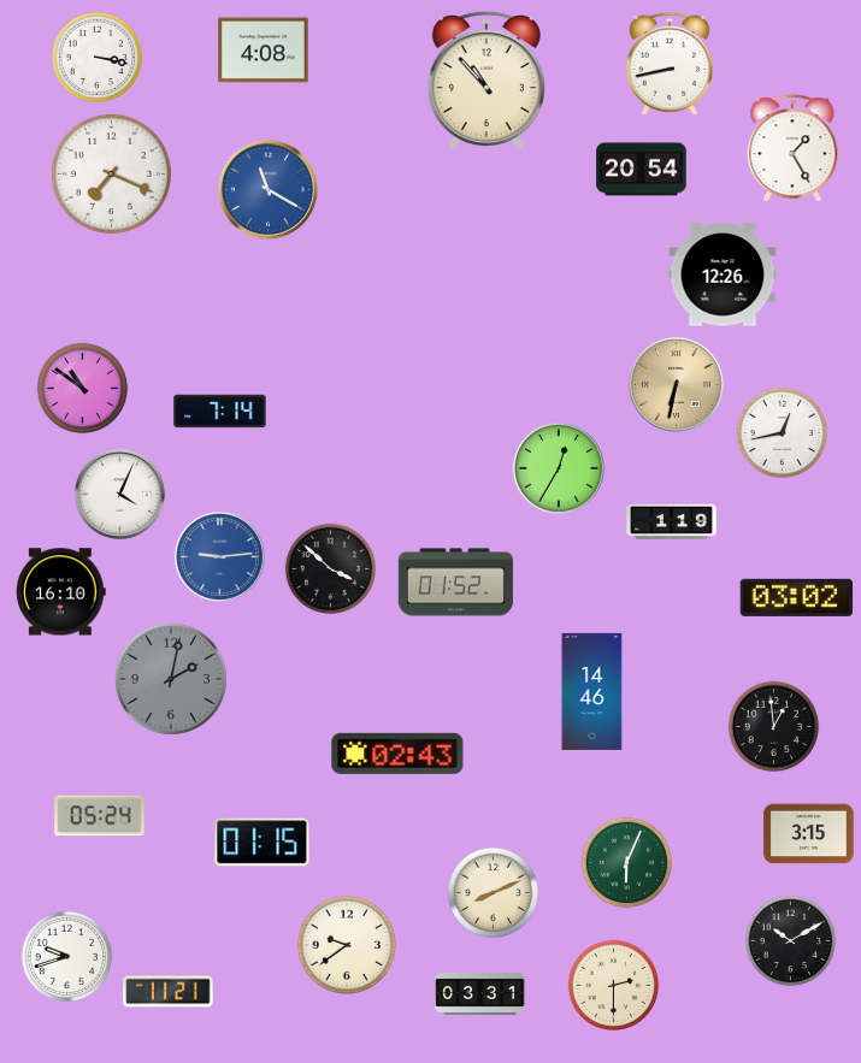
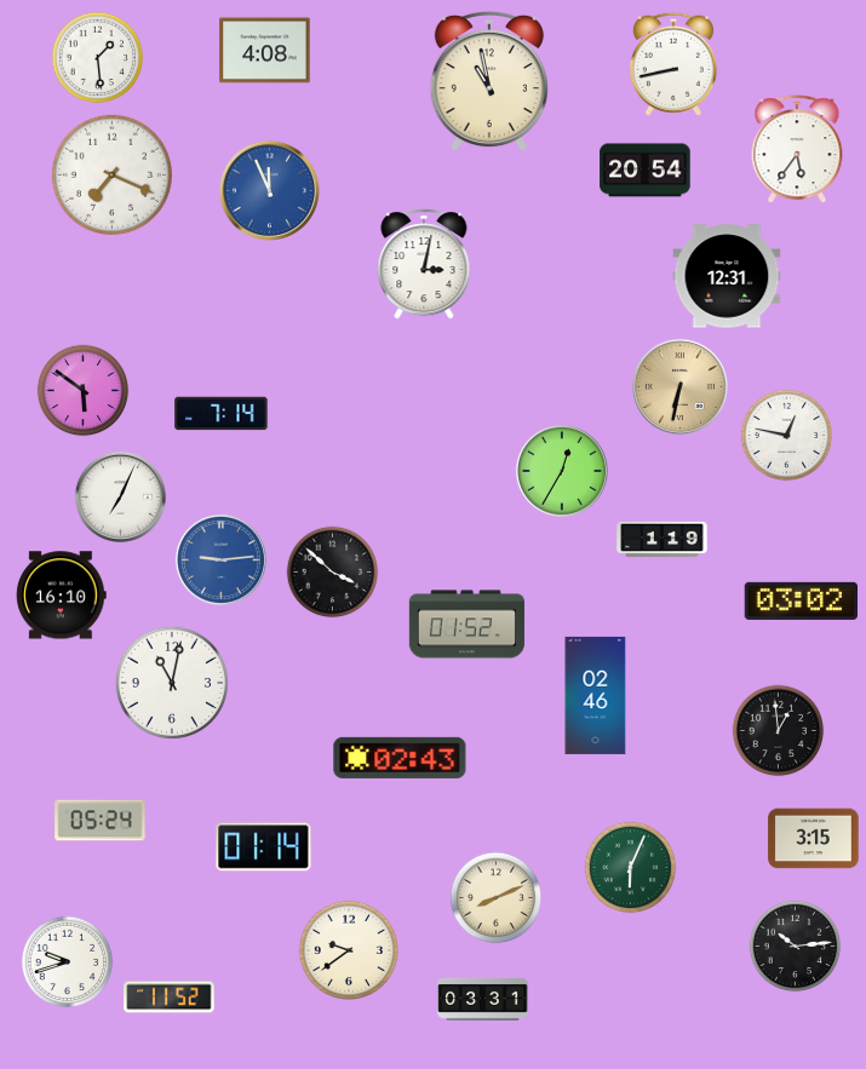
clock at (98, 58): 3:17 -> 1:29
clock at (486, 81): 10:53 -> 10:58
clock at (792, 149): 1:25 -> 5:36
clock at (267, 189): 11:20 -> 11:56
clock at (424, 264): none -> 3:02
clock at (723, 274): 12:26 -> 12:31
clock at (83, 389): 10:51 -> 5:51
clock at (783, 433): 12:43 -> 12:47
clock at (119, 494): 4:04 -> 7:04
clock at (672, 522) position: (672, 522) -> (663, 540)
clock at (455, 583) position: (455, 583) -> (466, 625)
clock at (171, 679): 2:02 -> 11:02
clock at (171, 679) dial: grey -> white
clock at (592, 691): 14:46 -> 02:46
clock at (263, 843): 01:15 -> 01:14
clock at (791, 941): 10:10 -> 10:14
clock at (614, 986): 2:30 -> none
clock at (169, 992): 11:21 -> 11:52
